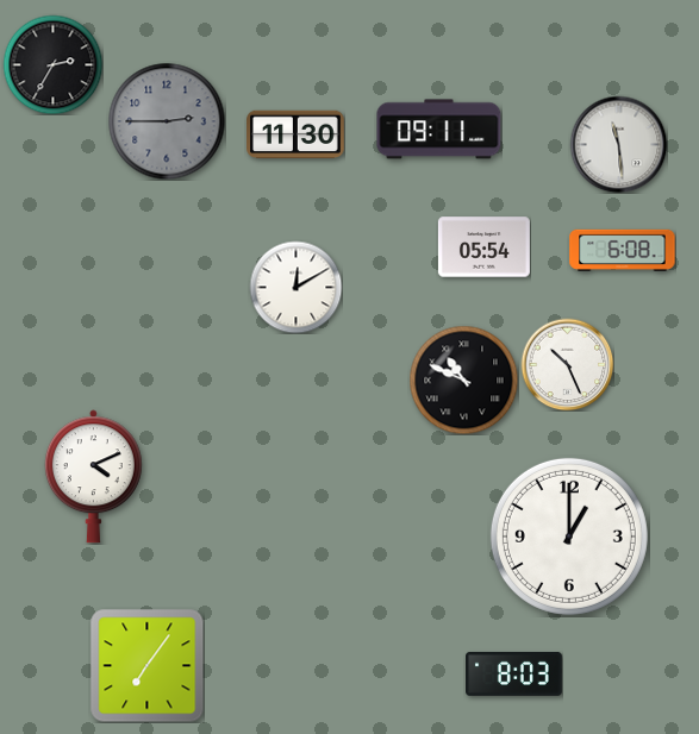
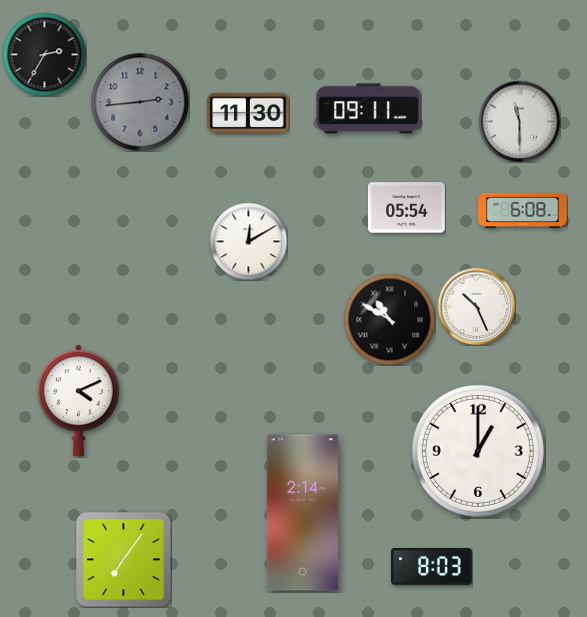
clock at (167, 121): 2:45 -> 2:44
clock at (618, 144): 11:29 -> 11:30
clock at (463, 379): 10:49 -> 10:50
clock at (302, 513): none -> 2:14
